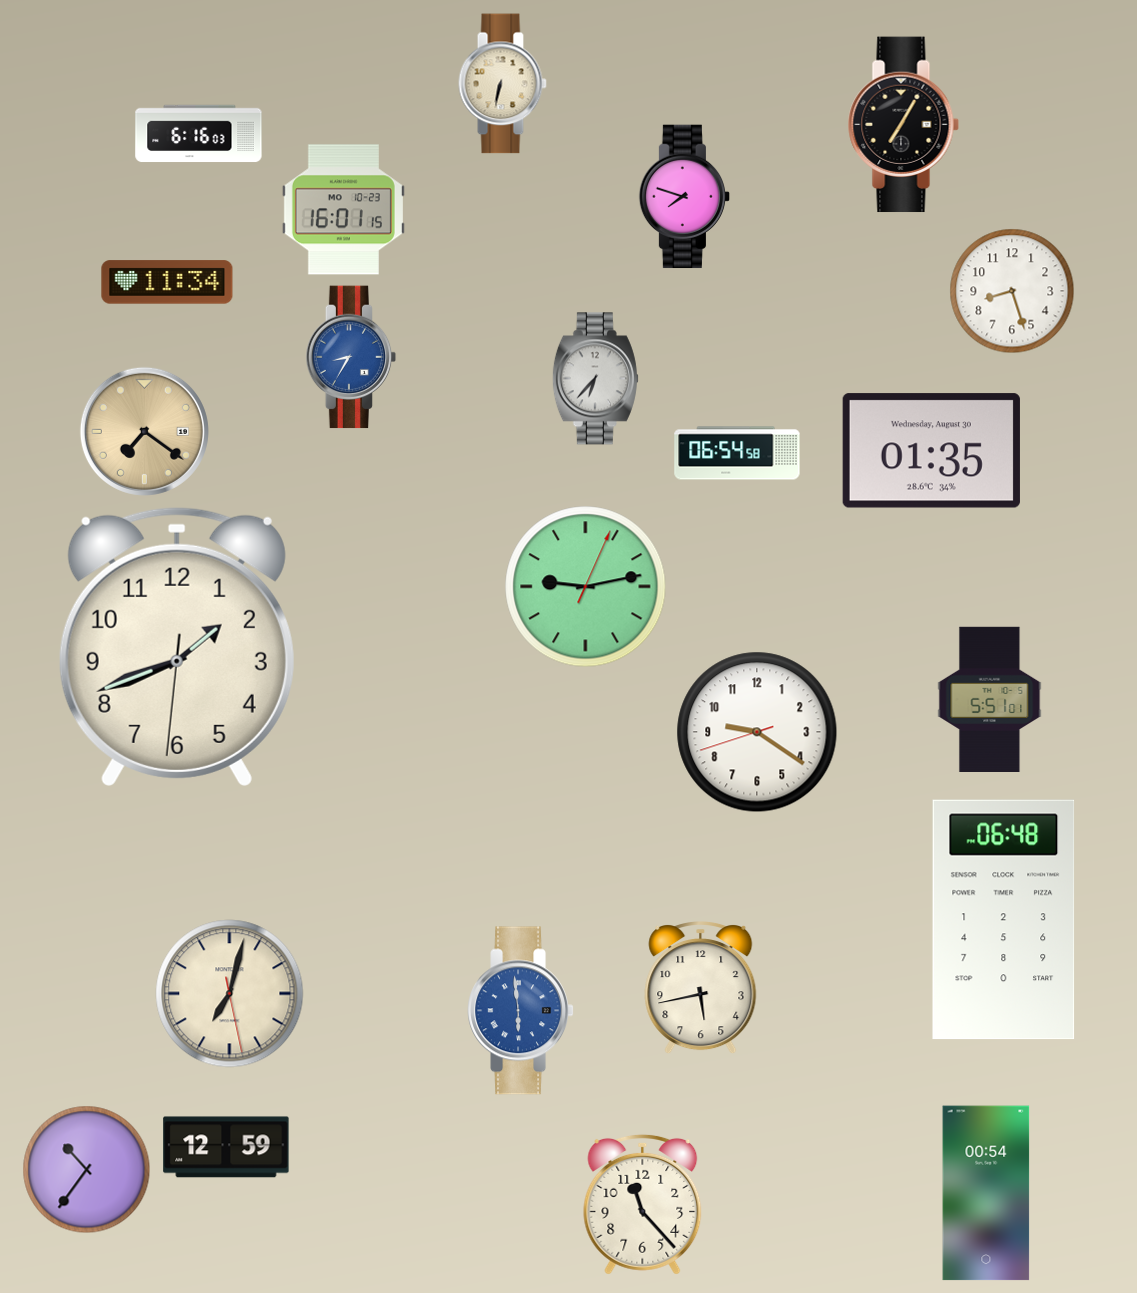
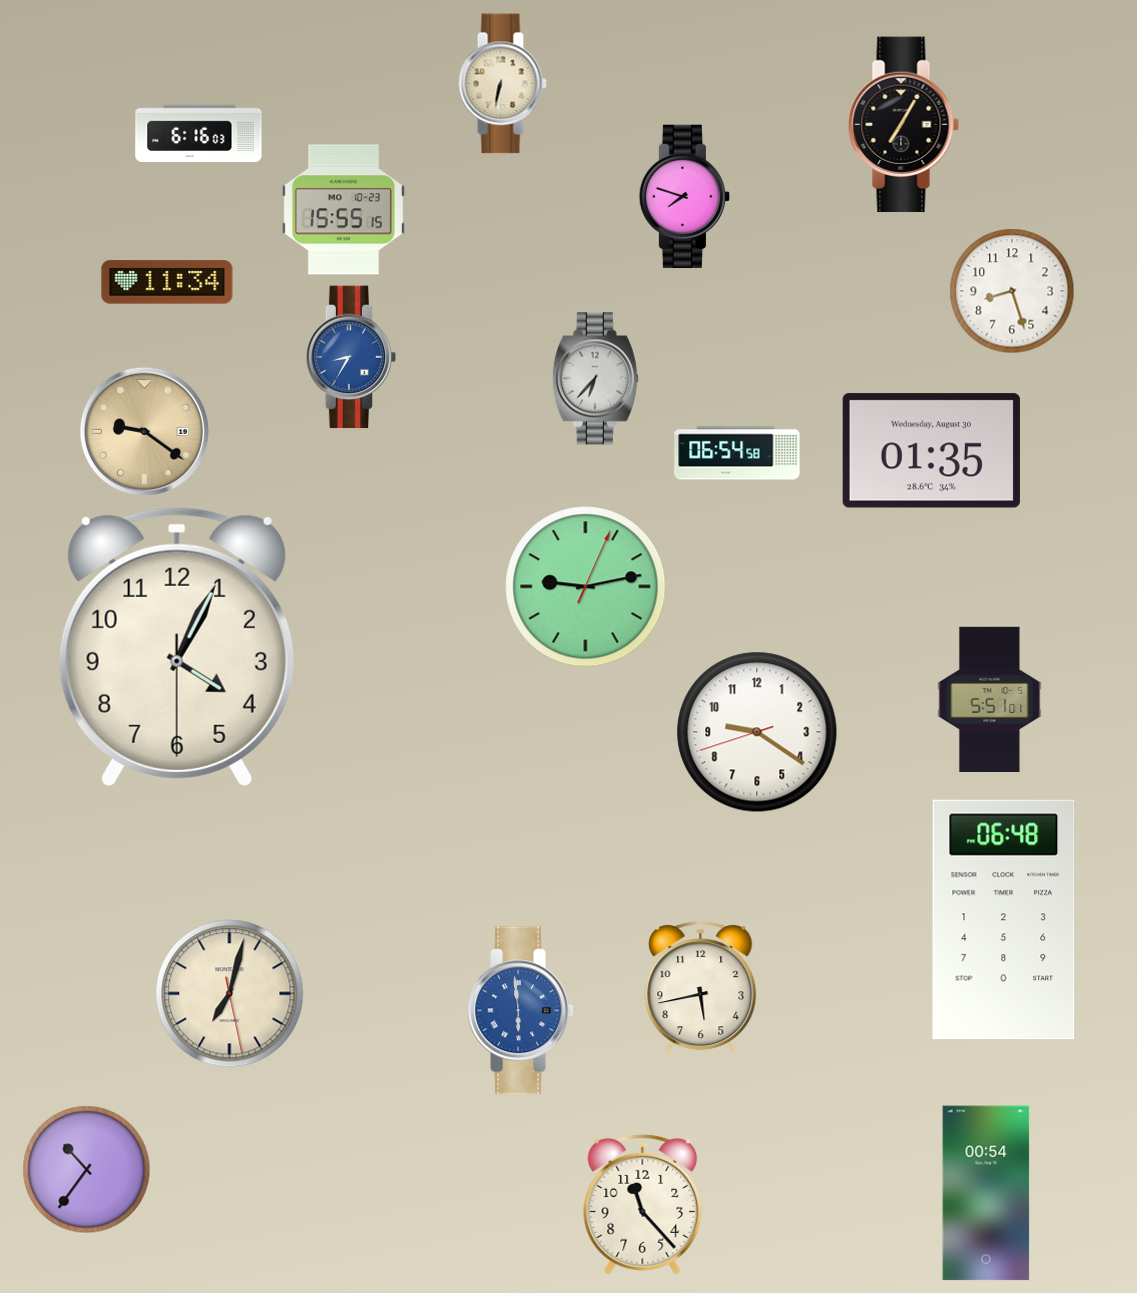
clock at (343, 210): 16:01 -> 15:55
clock at (144, 431): 7:21 -> 9:21
clock at (177, 646): 1:41 -> 4:04
clock at (226, 1147): 12:59 -> none
